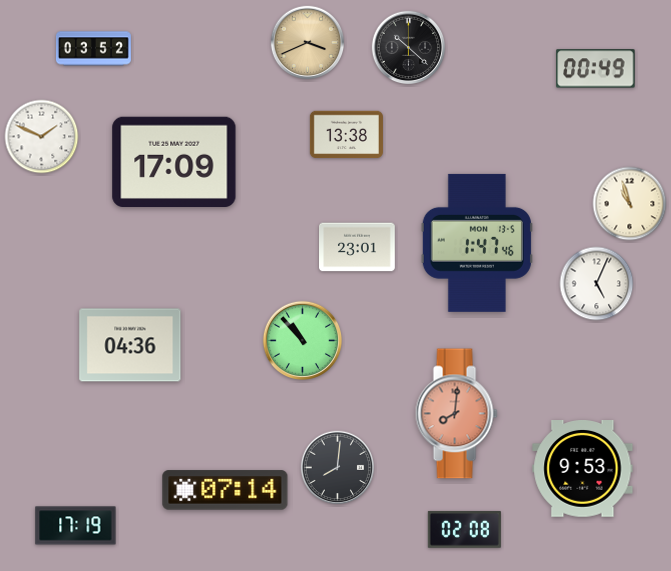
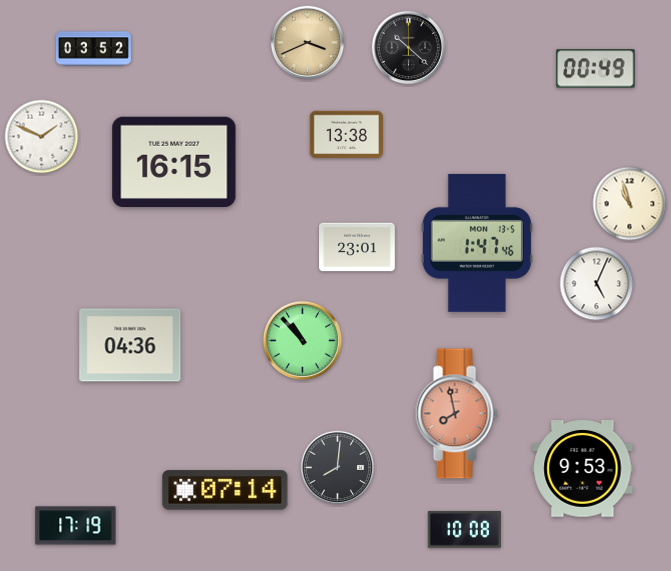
clock at (174, 161): 17:09 -> 16:15
clock at (456, 414): 8:01 -> 7:58
clock at (464, 529): 02:08 -> 10:08
